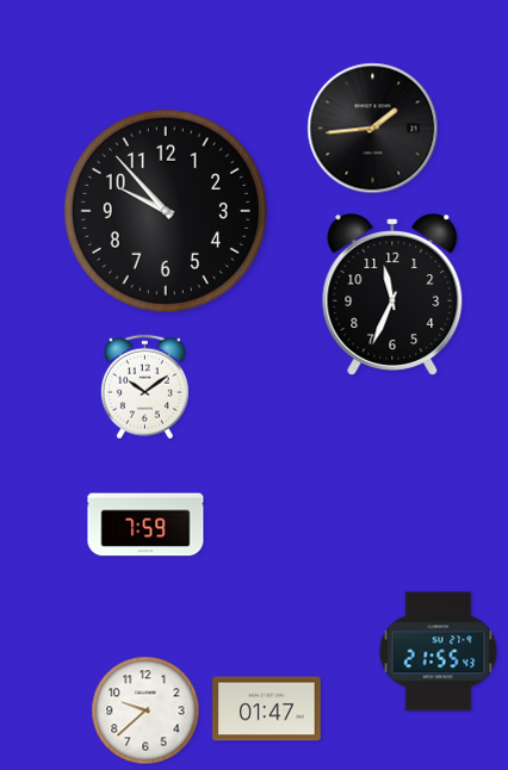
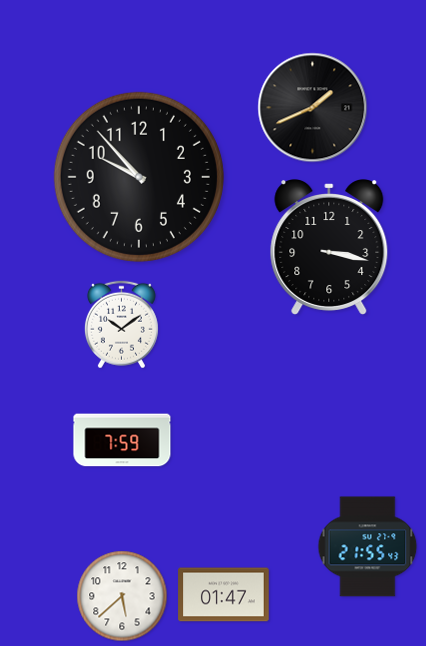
clock at (373, 129): 1:44 -> 1:41
clock at (392, 296): 11:34 -> 3:17
clock at (145, 710): 9:38 -> 5:38
